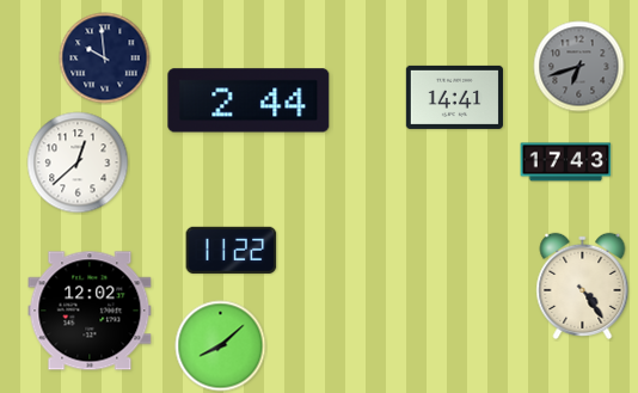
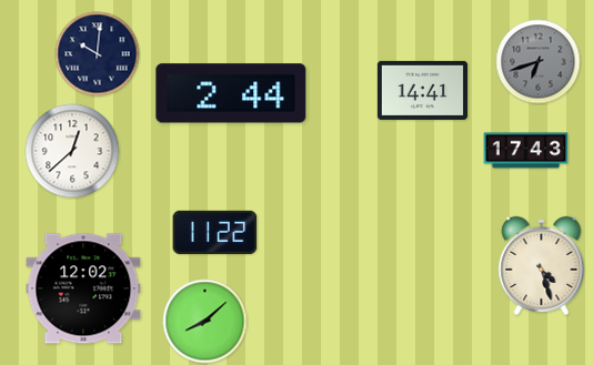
clock at (105, 59): 9:59 -> 10:01
clock at (583, 285): 4:24 -> 4:27
